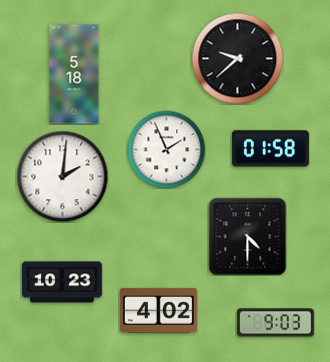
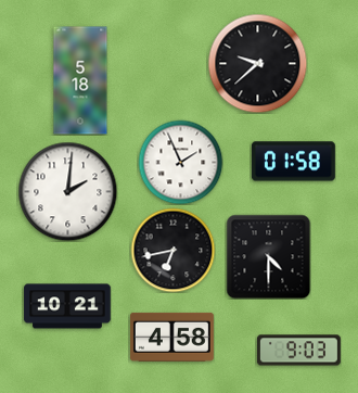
clock at (172, 250): none -> 6:43
clock at (62, 282): 10:23 -> 10:21
clock at (158, 310): 4:02 -> 4:58
